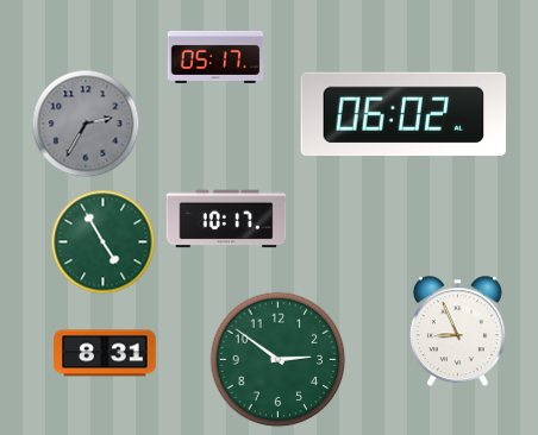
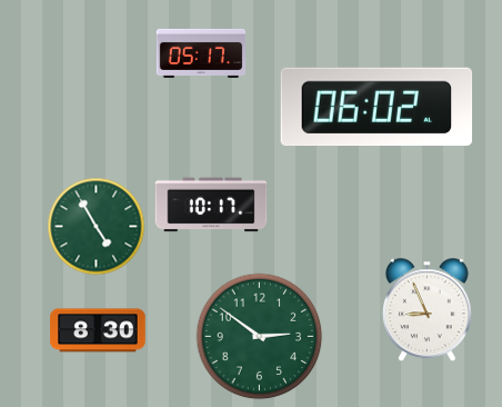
clock at (86, 124): 2:35 -> none
clock at (105, 353): 8:31 -> 8:30
